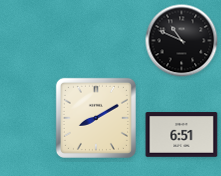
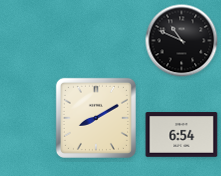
clock at (182, 135): 6:51 -> 6:54
